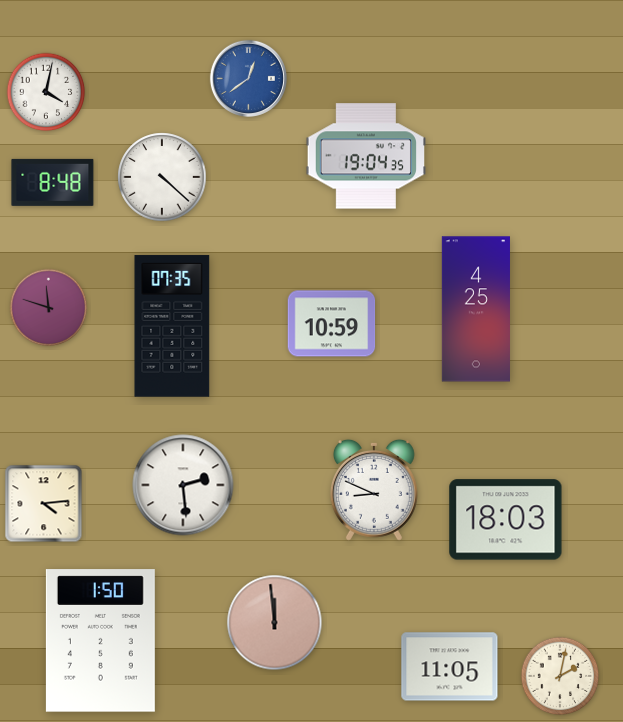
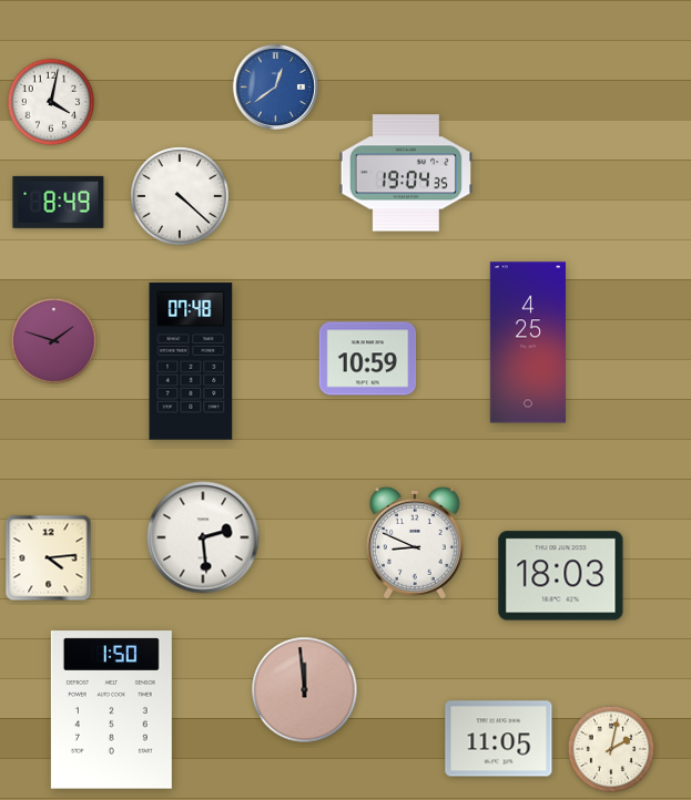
clock at (53, 182): 8:48 -> 8:49
clock at (49, 308): 11:48 -> 1:48
clock at (172, 326): 07:35 -> 07:48
clock at (560, 676) position: (560, 676) -> (611, 749)
